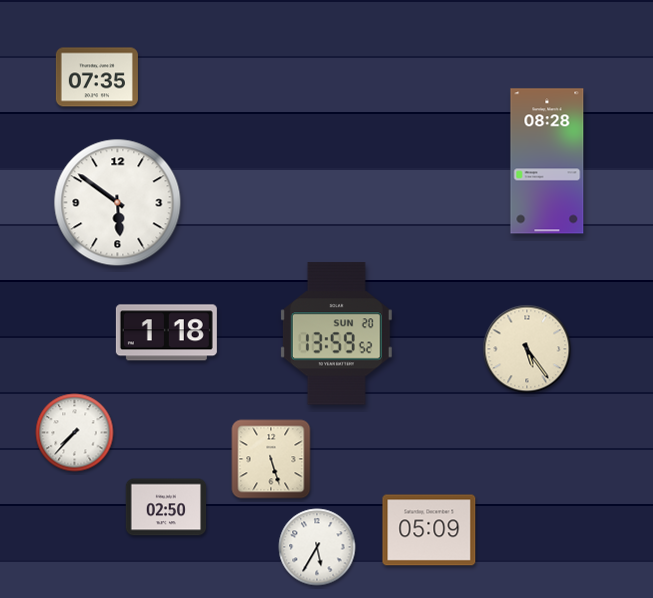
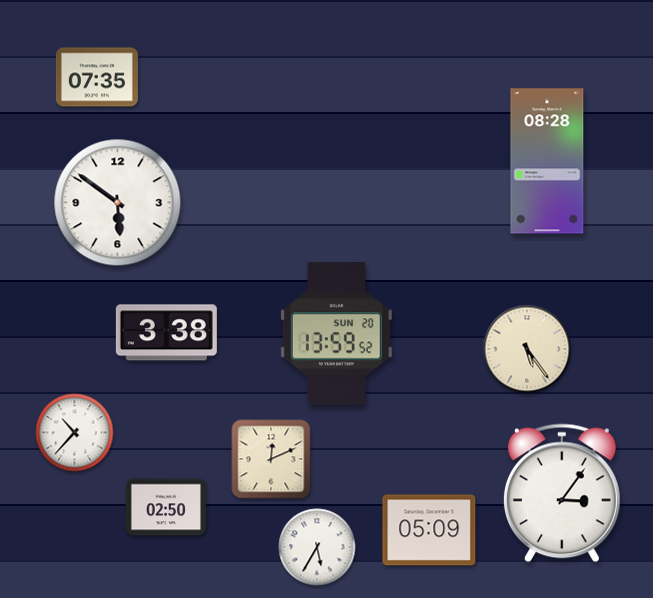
clock at (166, 333): 1:18 -> 3:38
clock at (75, 433): 7:37 -> 10:37
clock at (271, 459): 5:27 -> 12:11
clock at (562, 493): none -> 3:06
